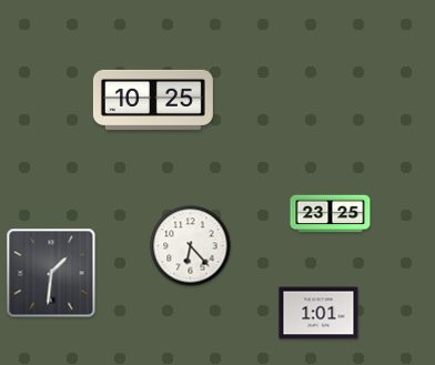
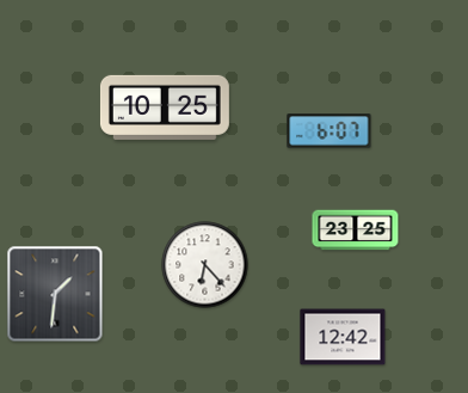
clock at (330, 131): none -> 6:07
clock at (318, 313): 1:01 -> 12:42
